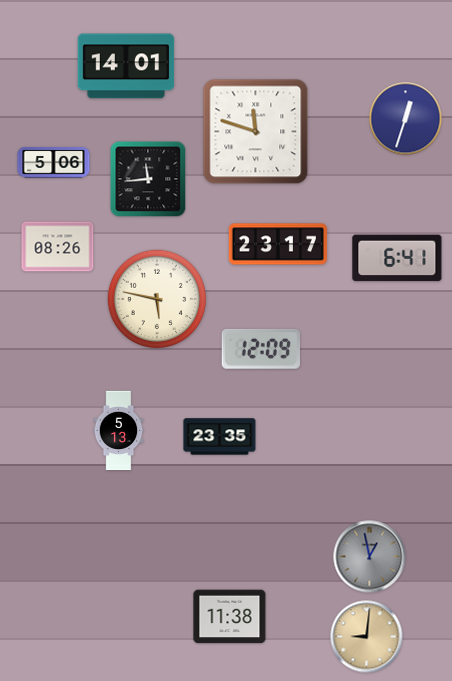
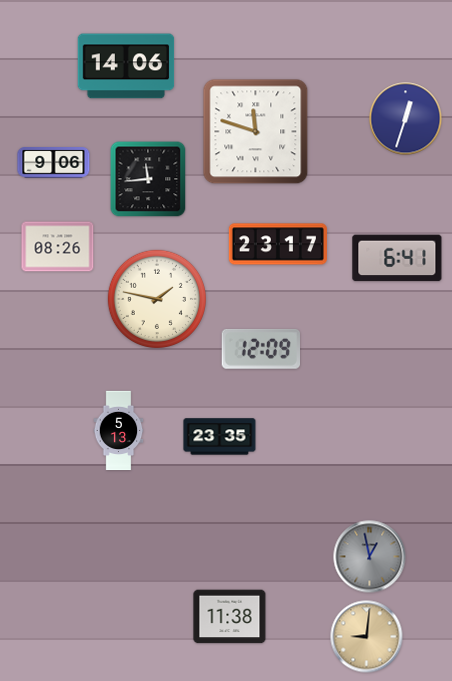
clock at (126, 66): 14:01 -> 14:06
clock at (54, 163): 5:06 -> 9:06
clock at (156, 298): 5:47 -> 1:47
